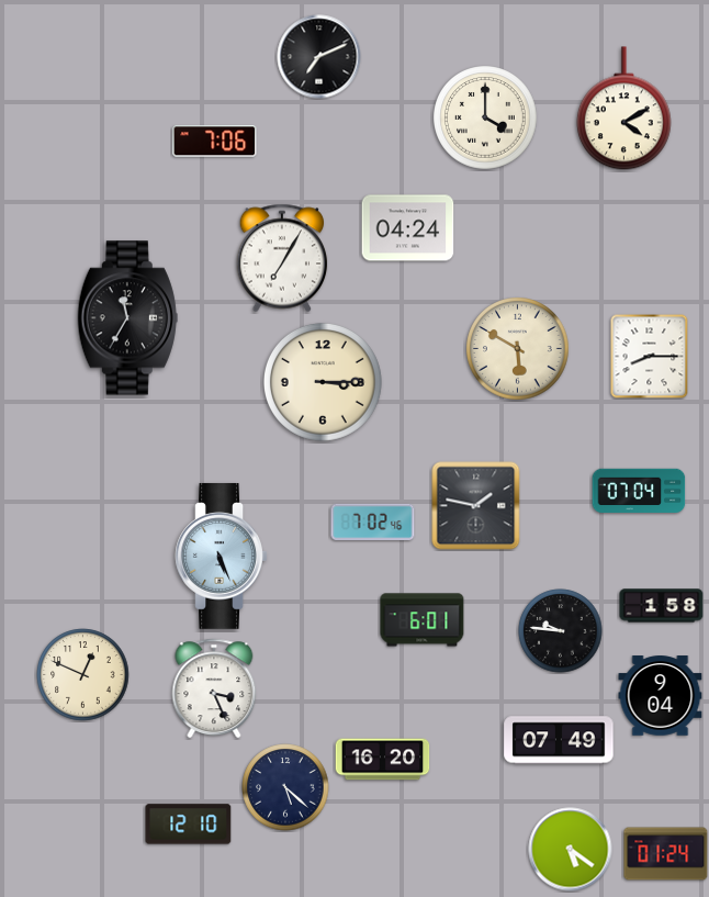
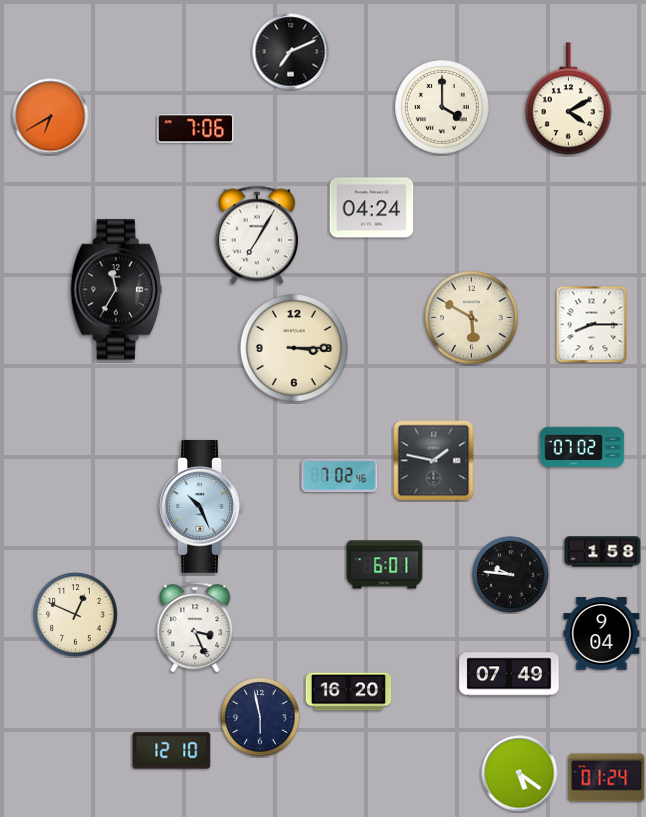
clock at (51, 117): none -> 6:40
clock at (639, 491): 07:04 -> 07:02
clock at (222, 557): 5:26 -> 10:26
clock at (285, 787): 5:22 -> 5:58
